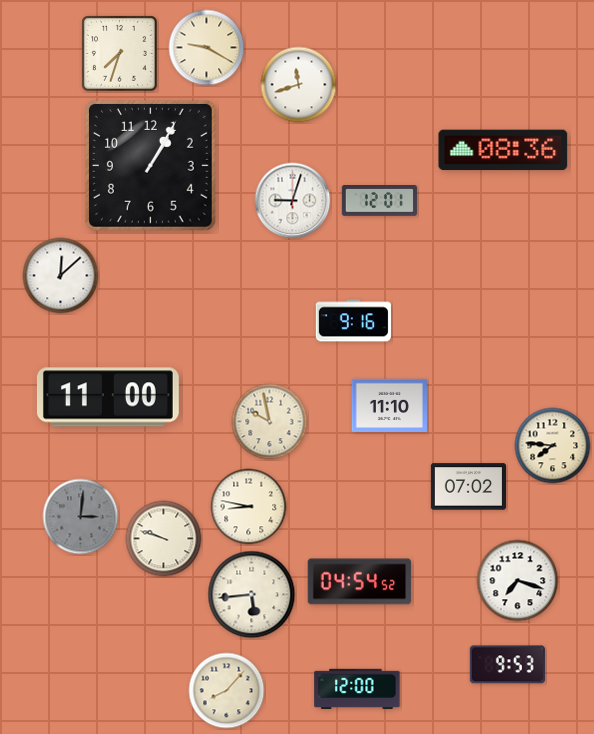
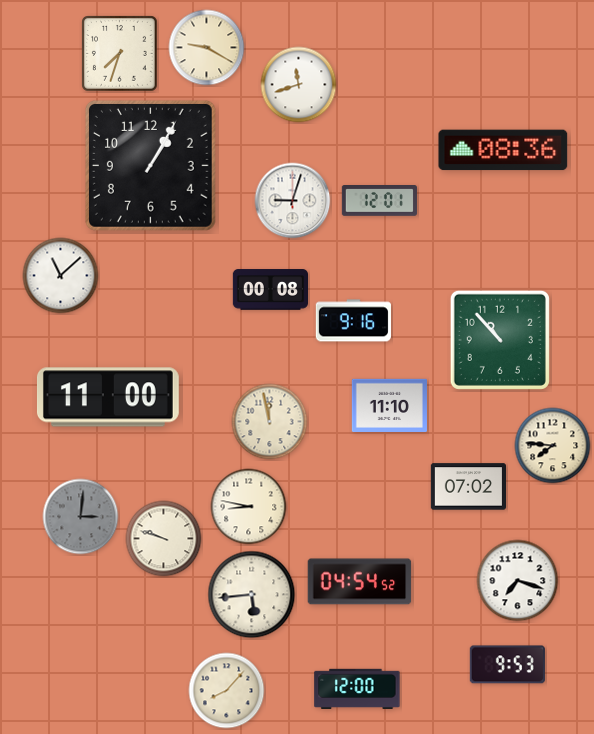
clock at (61, 276): 12:08 -> 11:08
clock at (270, 290): none -> 00:08
clock at (500, 340): none -> 10:53
clock at (270, 422): 9:58 -> 11:58
